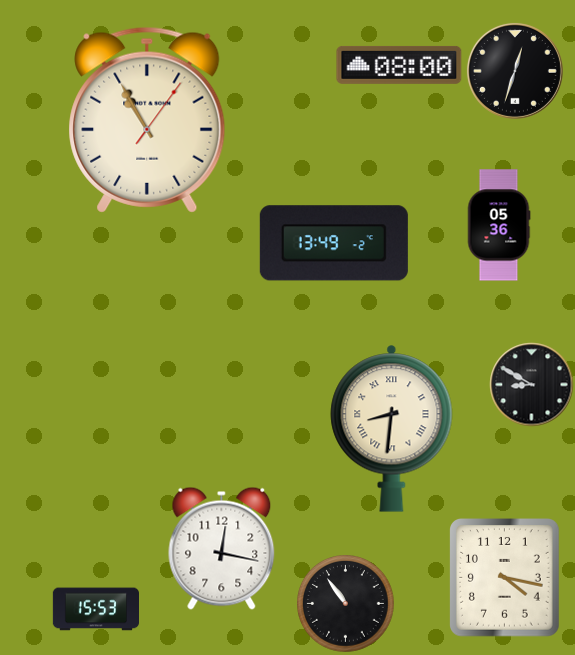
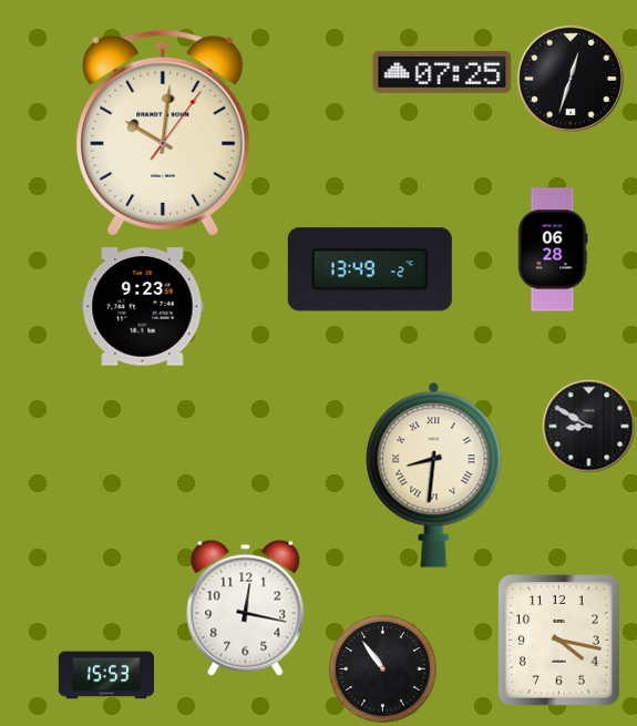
clock at (399, 65): 08:00 -> 07:25
clock at (147, 120): 10:55 -> 10:01
clock at (499, 225): 05:36 -> 06:28
clock at (143, 307): none -> 9:23
